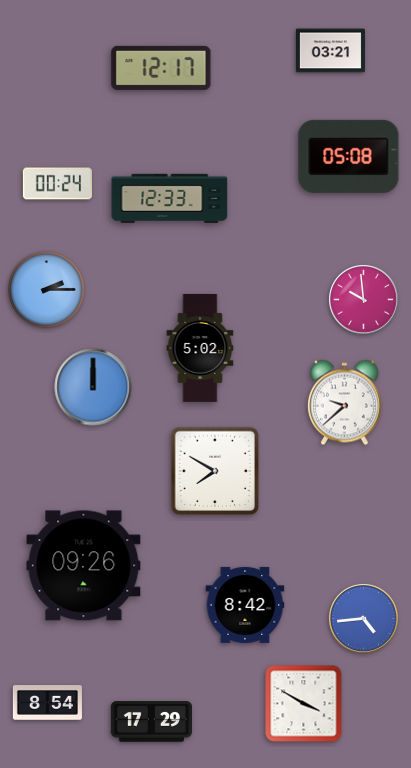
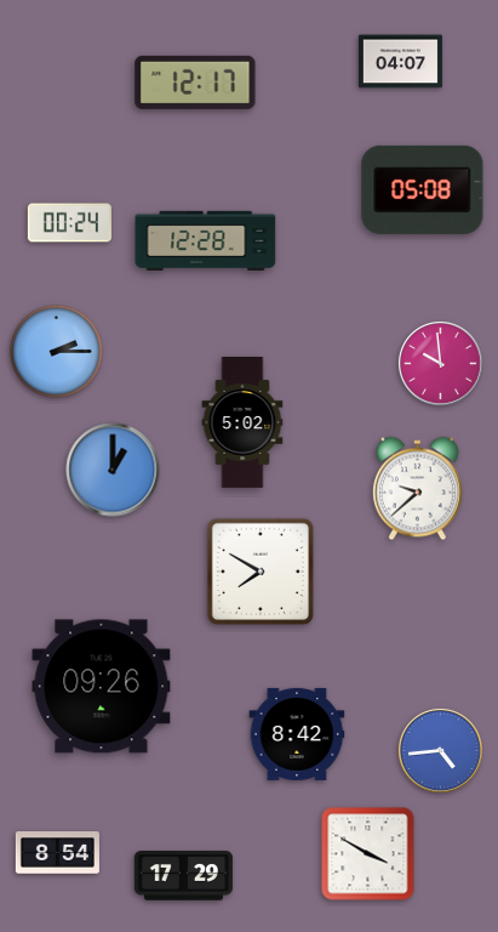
clock at (330, 51): 03:21 -> 04:07
clock at (170, 198): 12:33 -> 12:28
clock at (93, 387): 12:00 -> 1:00
